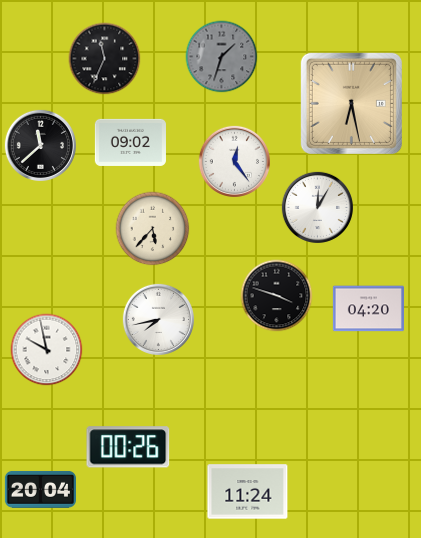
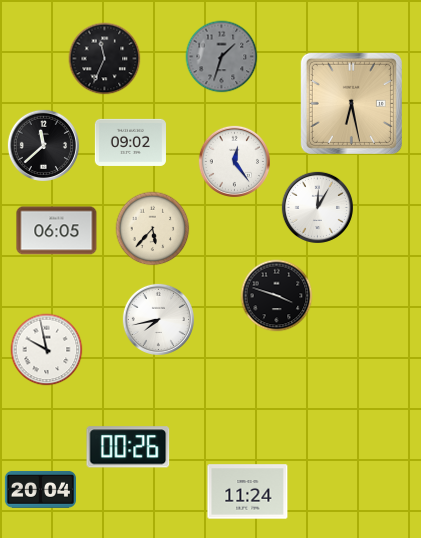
clock at (40, 145) position: (40, 145) -> (43, 145)
clock at (57, 231): none -> 06:05
clock at (368, 309): 04:20 -> none
